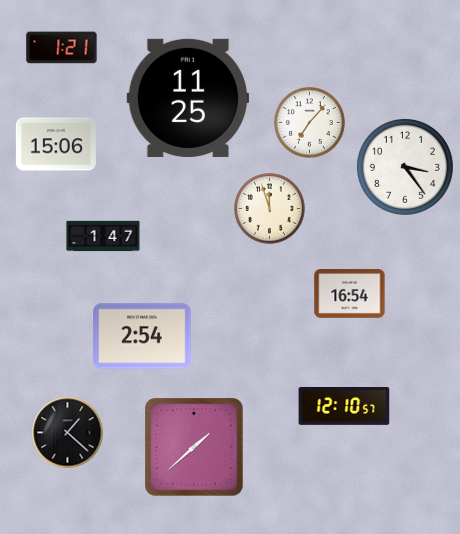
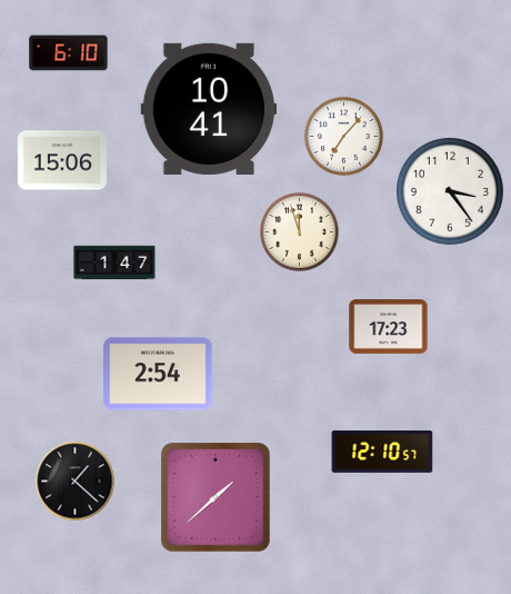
clock at (62, 48): 1:21 -> 6:10
clock at (188, 98): 11:25 -> 10:41
clock at (405, 167) position: (405, 167) -> (450, 191)
clock at (350, 294): 16:54 -> 17:23
